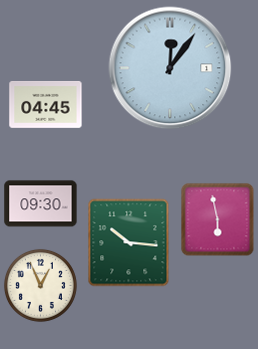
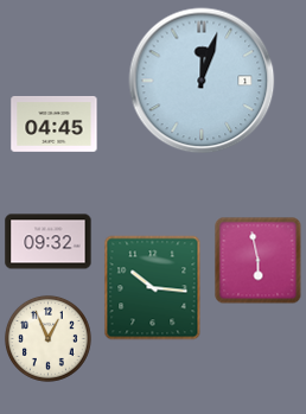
clock at (170, 68): 12:06 -> 12:03
clock at (41, 204): 09:30 -> 09:32
